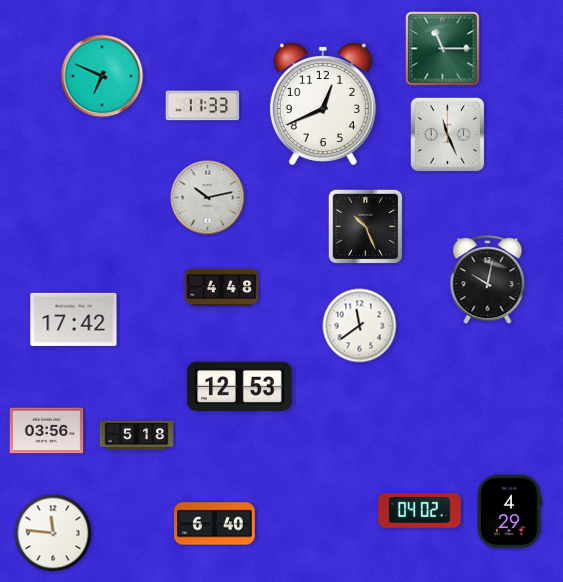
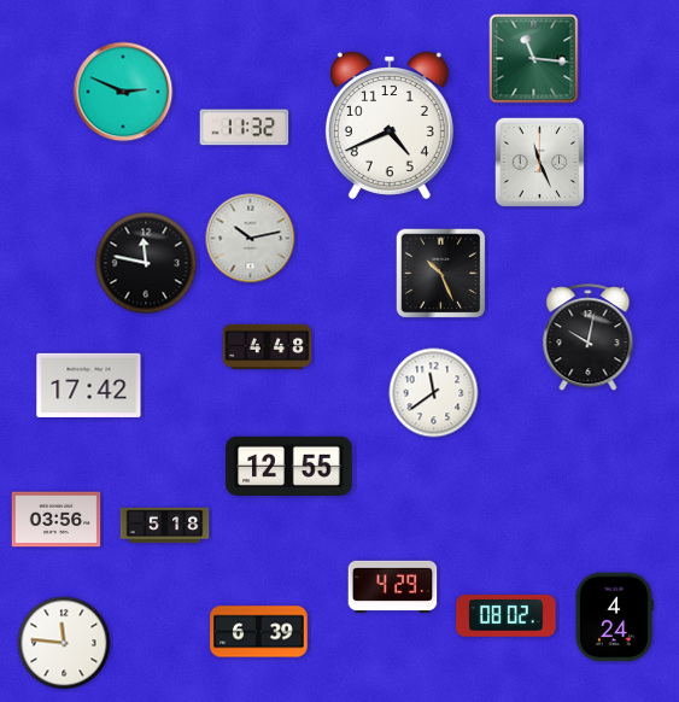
clock at (443, 49): 11:15 -> 11:16
clock at (102, 76): 6:49 -> 2:49
clock at (323, 104): 12:41 -> 4:41
clock at (203, 106): 11:33 -> 11:32
clock at (146, 263): none -> 11:47
clock at (240, 386): 12:53 -> 12:55
clock at (393, 586): none -> 4:29
clock at (420, 511): 04:02 -> 08:02
clock at (510, 512): 4:29 -> 4:24
clock at (215, 524): 6:40 -> 6:39
